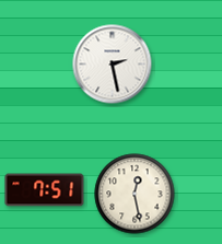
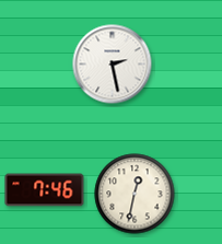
clock at (45, 190): 7:51 -> 7:46
clock at (135, 194): 12:28 -> 12:32
